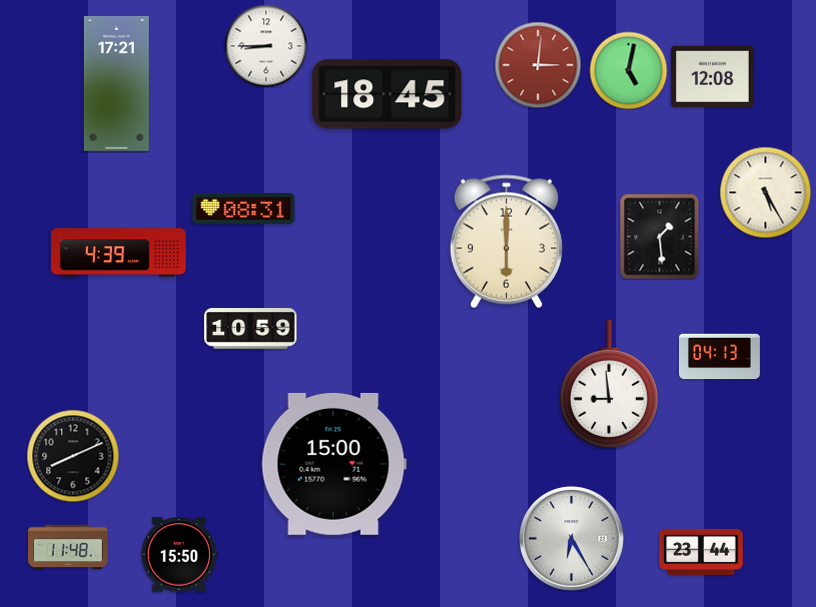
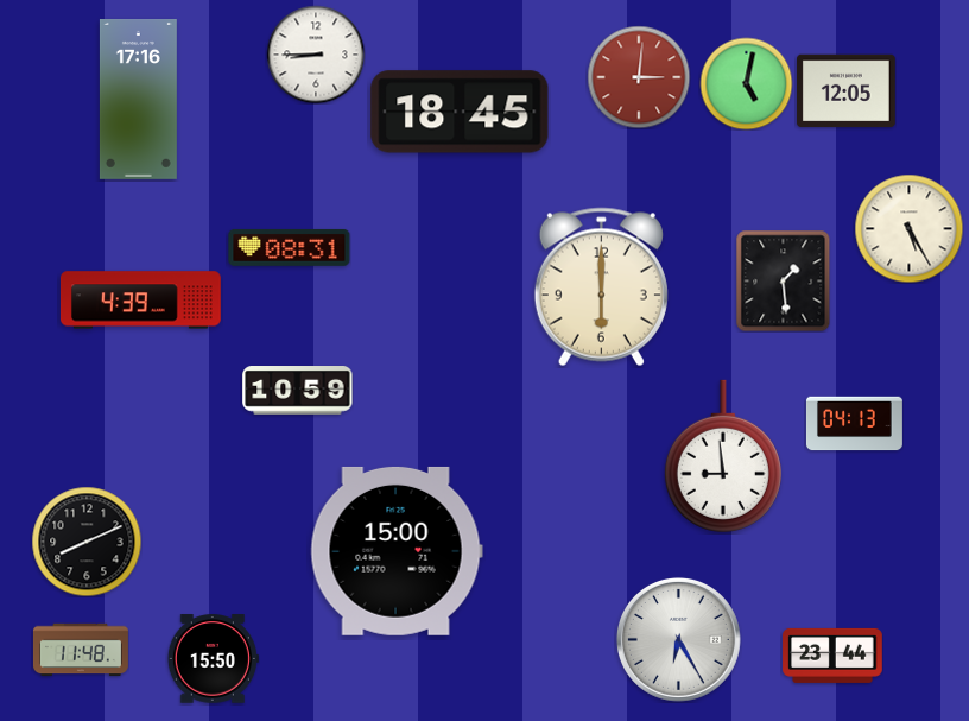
clock at (713, 77): 12:08 -> 12:05
clock at (116, 84): 17:21 -> 17:16
